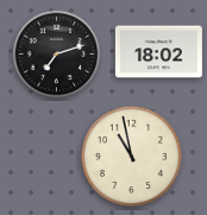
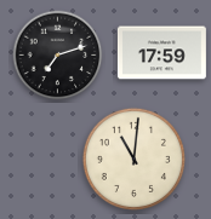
clock at (158, 52): 18:02 -> 17:59
clock at (131, 156): 10:58 -> 11:01
